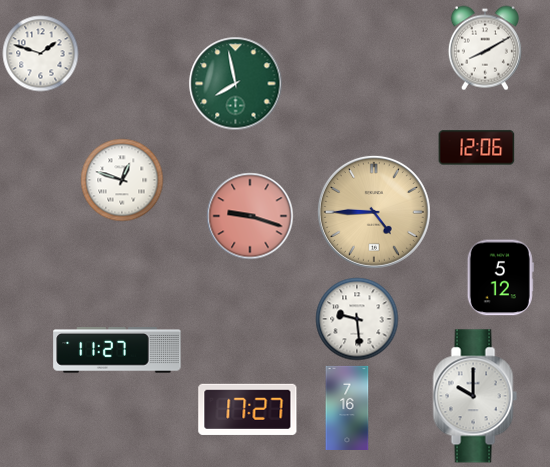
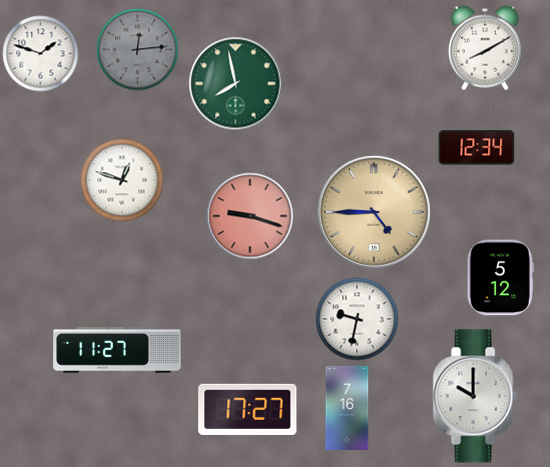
clock at (138, 50): none -> 12:14
clock at (477, 148): 12:06 -> 12:34
clock at (357, 319): 9:29 -> 9:32
